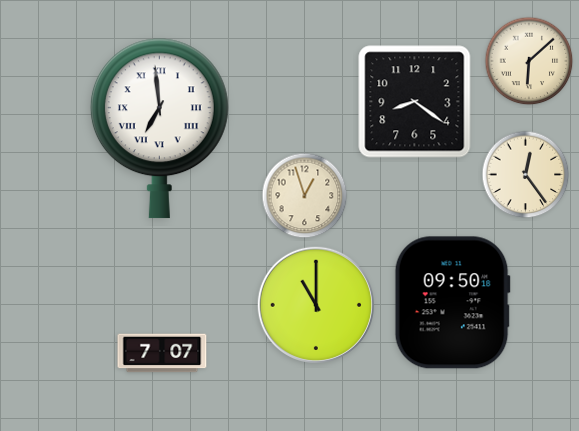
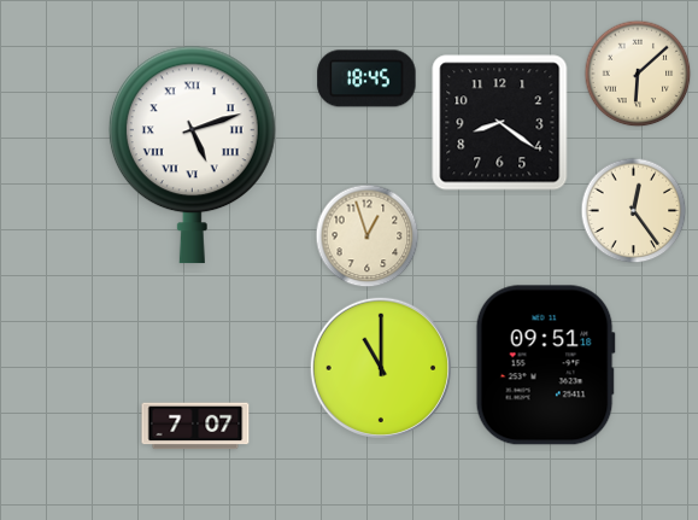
clock at (366, 78): none -> 18:45
clock at (159, 129): 6:59 -> 5:12
clock at (452, 303): 09:50 -> 09:51
